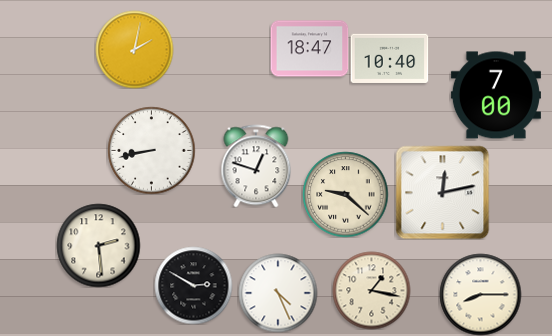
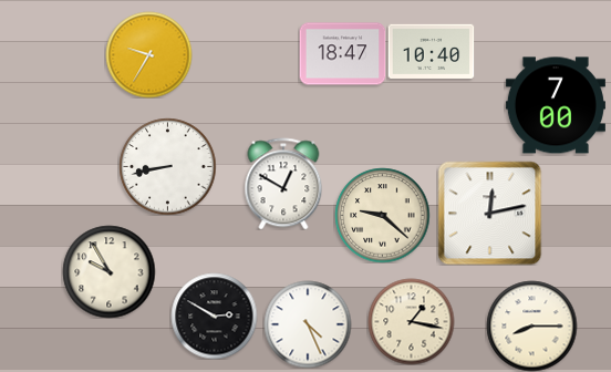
clock at (134, 49): 2:02 -> 9:35
clock at (389, 58) position: (389, 58) -> (431, 51)
clock at (496, 95) position: (496, 95) -> (556, 105)
clock at (256, 166): 12:48 -> 12:50
clock at (98, 245): 2:29 -> 9:55
